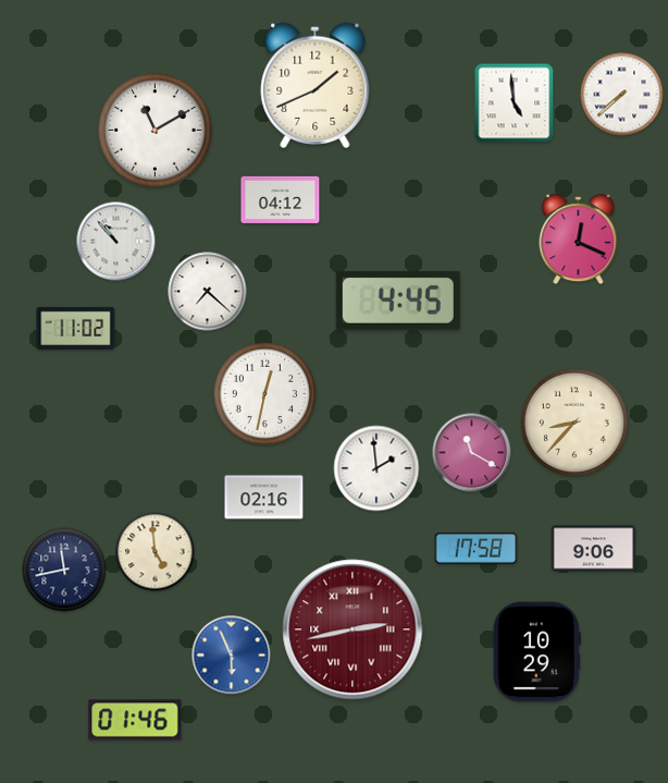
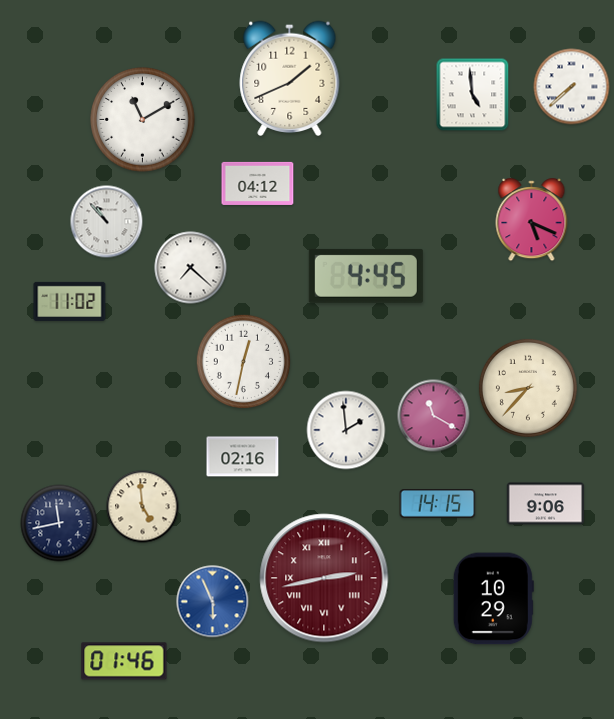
clock at (579, 240): 12:19 -> 5:19
clock at (477, 549): 17:58 -> 14:15
